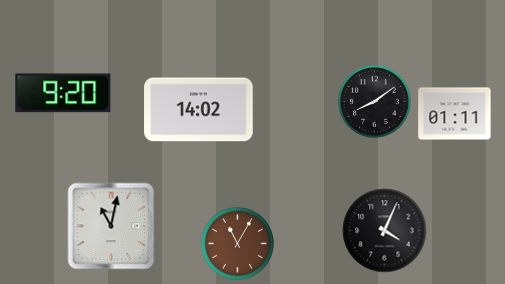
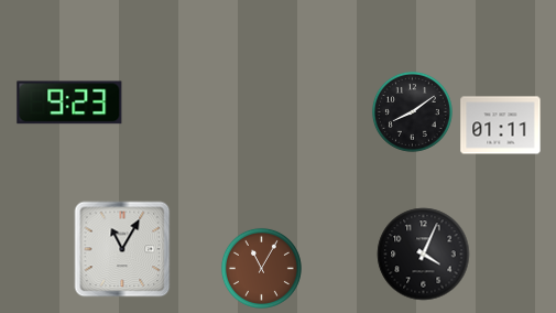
clock at (63, 93): 9:20 -> 9:23
clock at (199, 110): 14:02 -> none
clock at (111, 226): 11:02 -> 11:05
